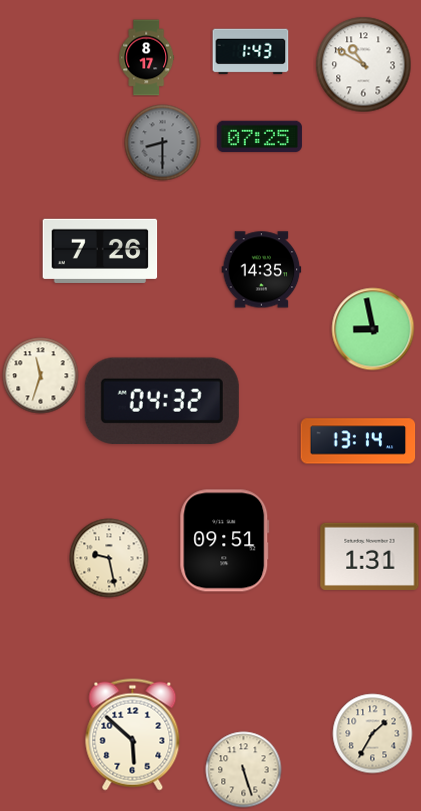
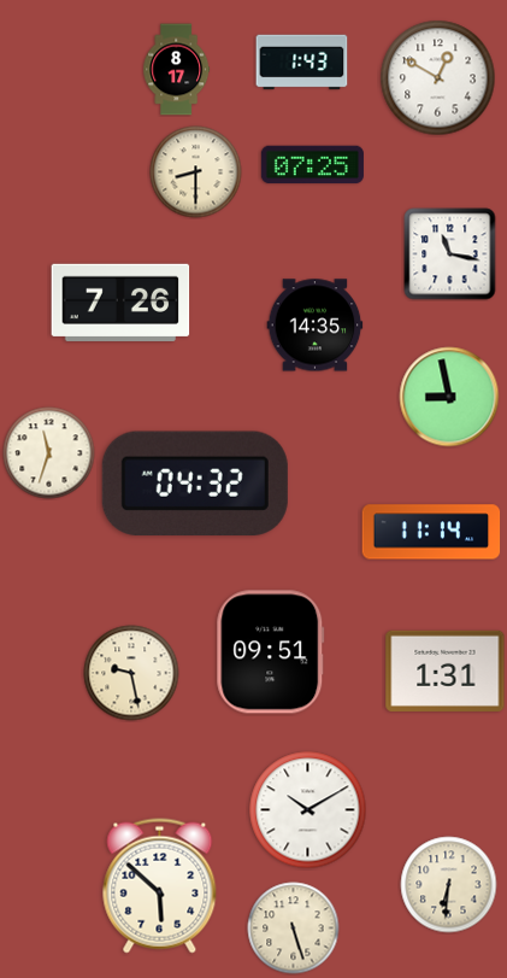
clock at (364, 65): 10:50 -> 12:50
clock at (163, 143) dial: grey -> cream
clock at (450, 254): none -> 11:17
clock at (358, 441): 13:14 -> 11:14
clock at (308, 810): none -> 10:10
clock at (373, 734): 1:35 -> 6:31
